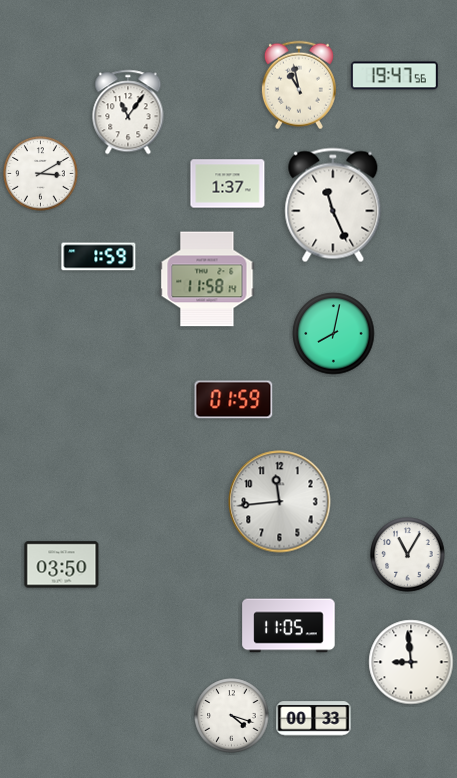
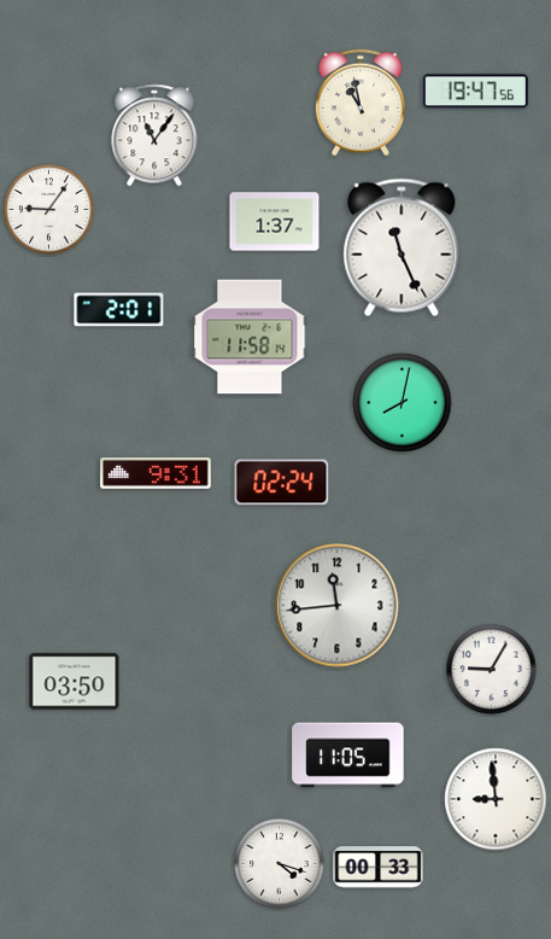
clock at (41, 174): 3:10 -> 9:06
clock at (99, 257): 1:59 -> 2:01
clock at (156, 473): none -> 9:31
clock at (234, 400): 01:59 -> 02:24
clock at (408, 555): 11:05 -> 9:05
